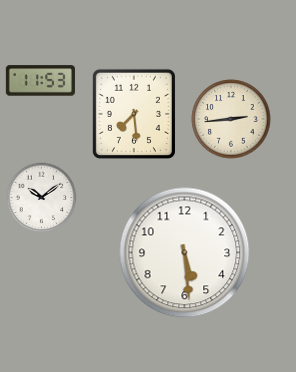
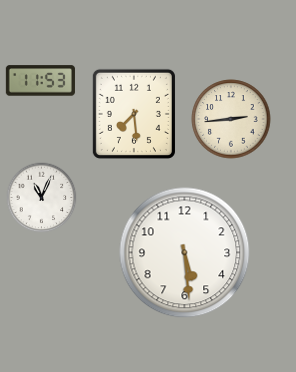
clock at (42, 198): 10:09 -> 11:04
